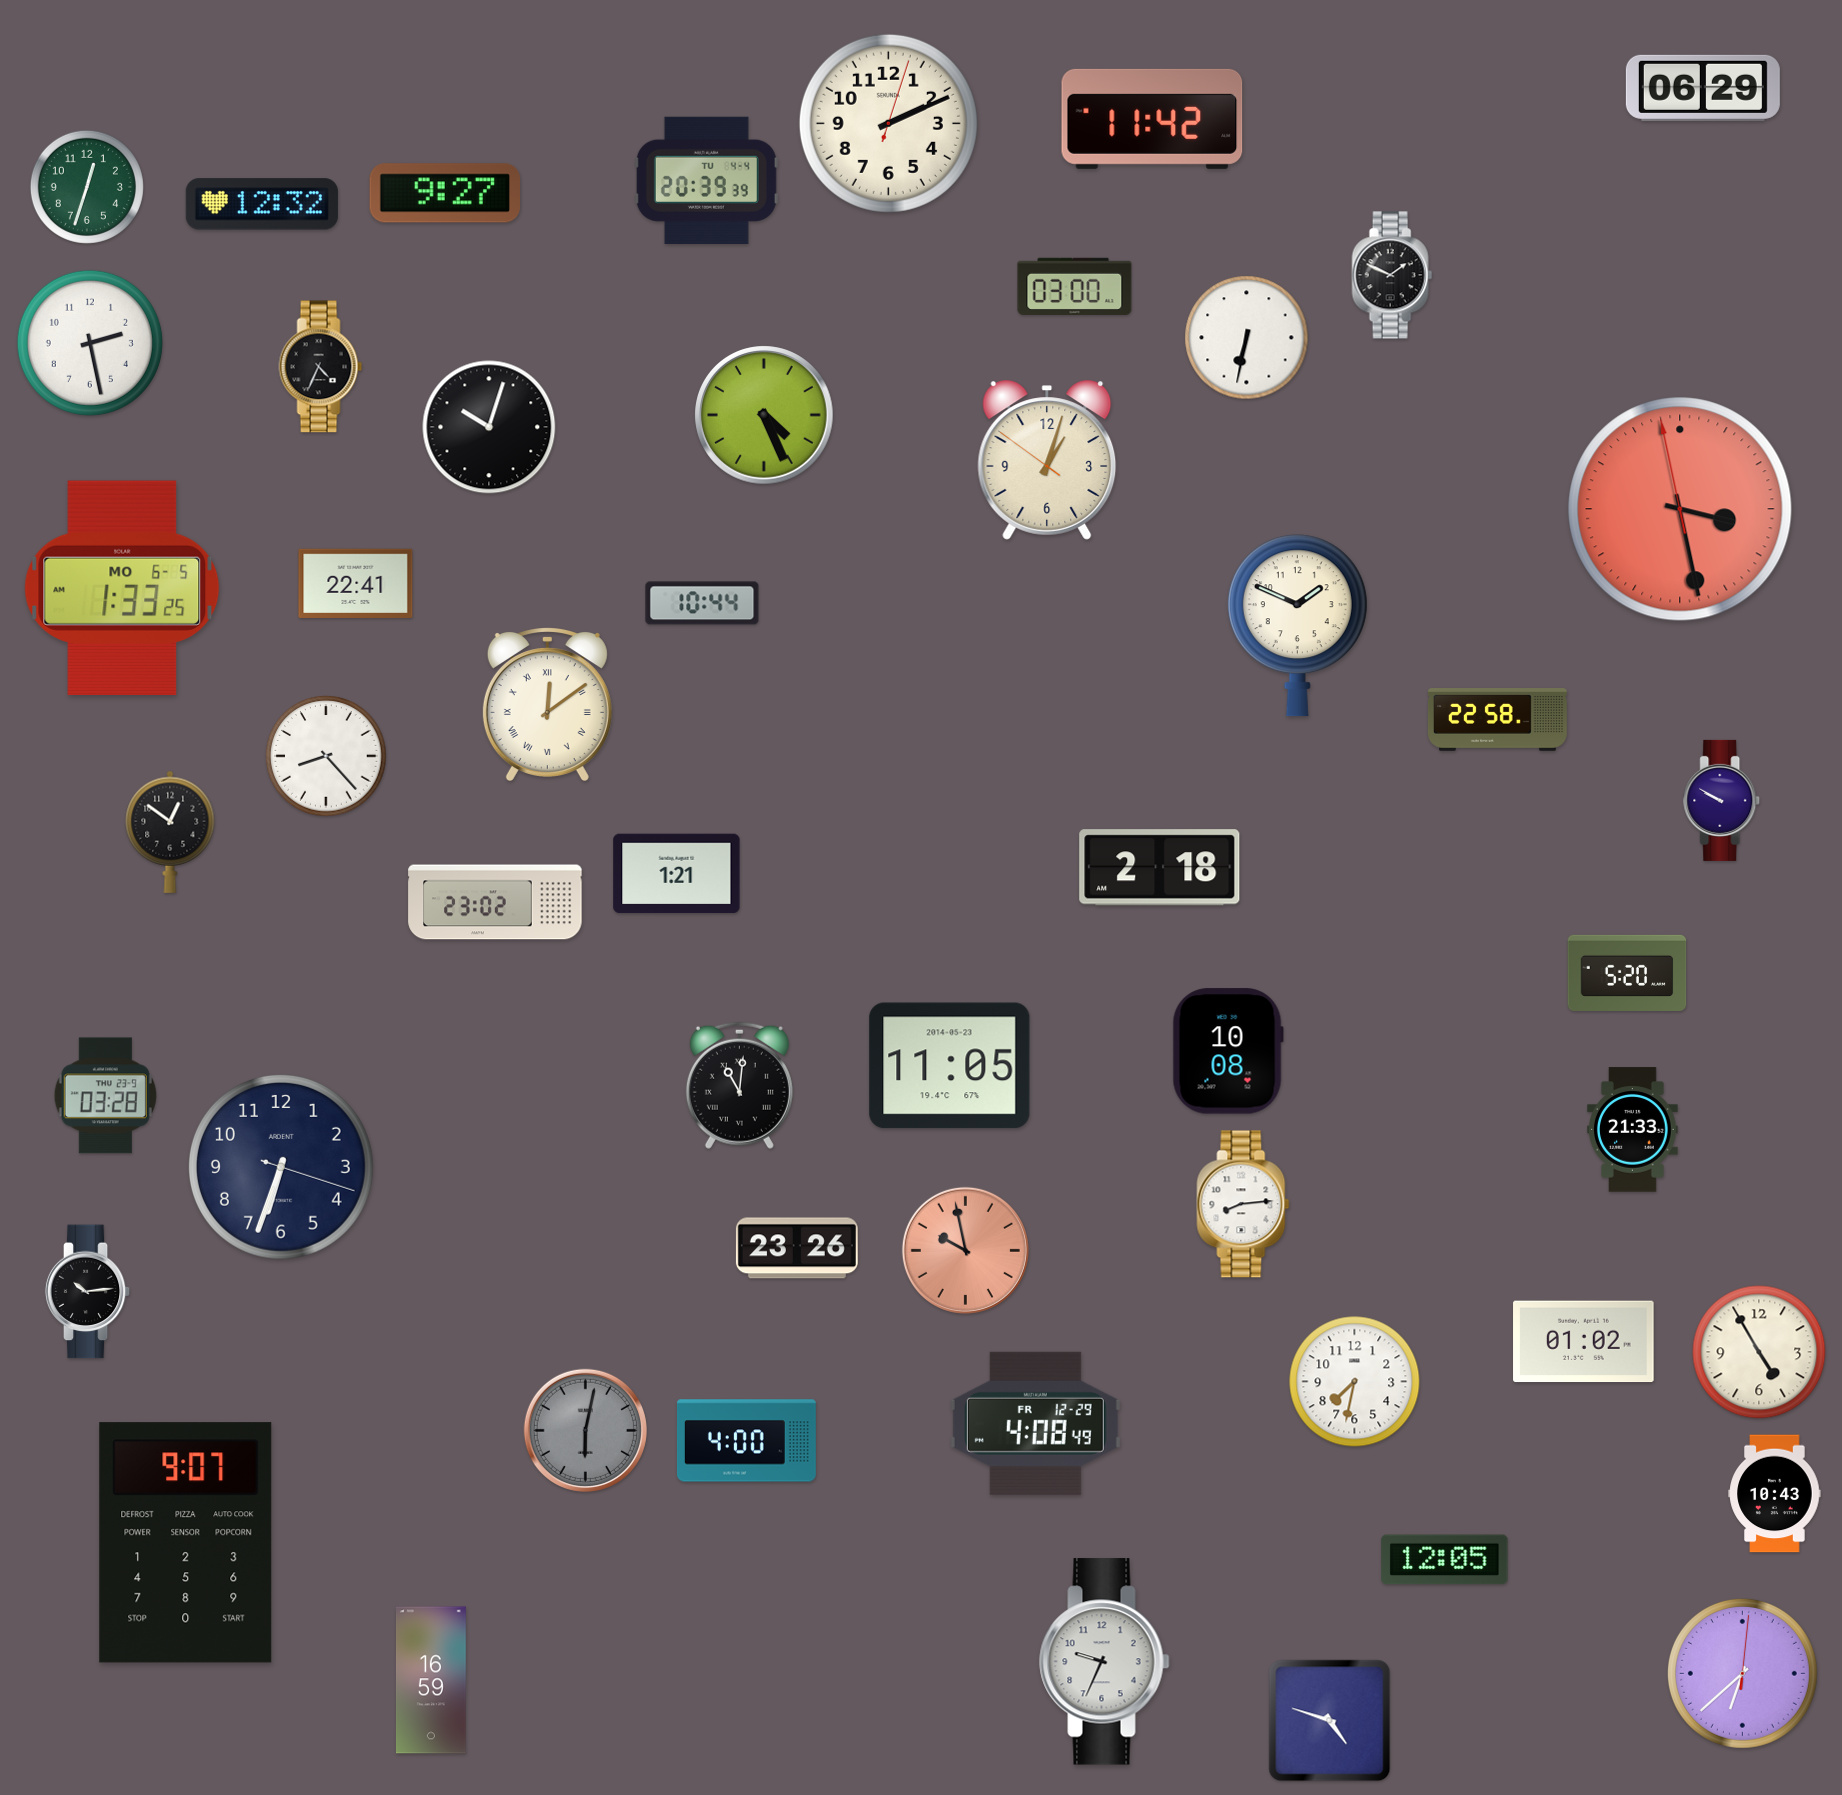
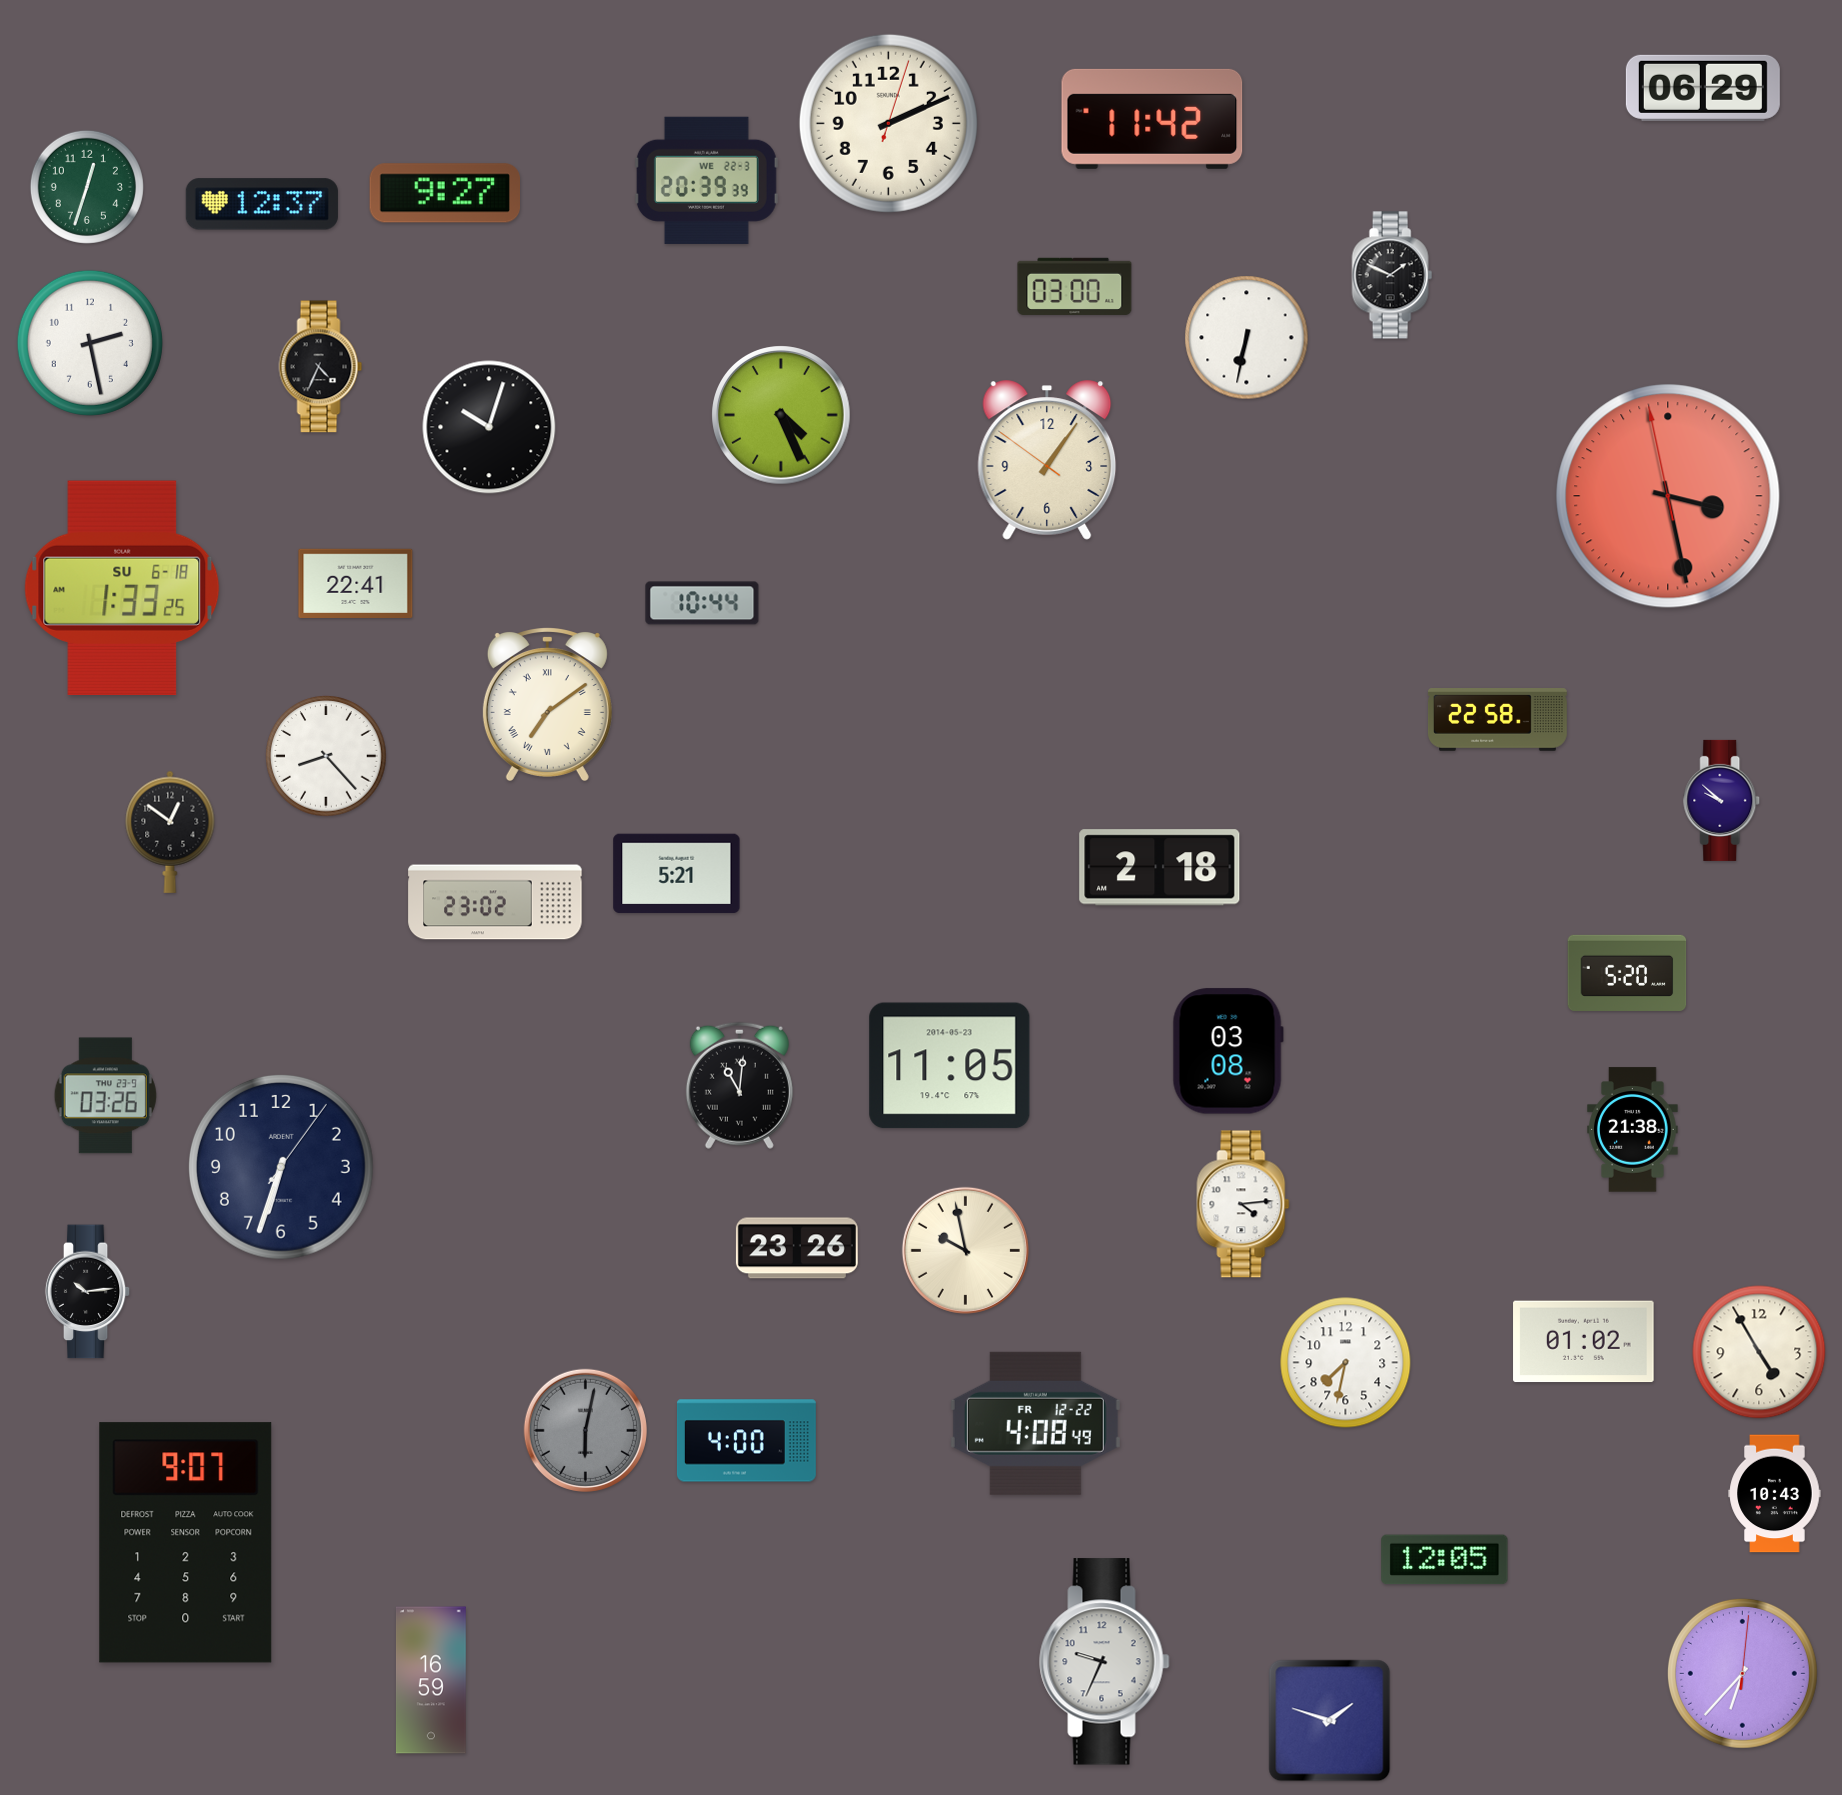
clock at (706, 180) date: TU 4-4 -> WE 22-3
clock at (262, 204): 12:32 -> 12:37
clock at (764, 415) position: (764, 415) -> (781, 415)
clock at (1047, 460): 1:02 -> 1:05
clock at (1680, 509) position: (1680, 509) -> (1668, 496)
clock at (122, 588) date: MO 6-5 -> SU 6-18
clock at (1297, 626): 1:49 -> none
clock at (547, 704): 12:09 -> 7:09
clock at (1722, 800): 9:50 -> 9:52
clock at (677, 874): 1:21 -> 5:21
clock at (1228, 1051): 10:08 -> 03:08
clock at (105, 1096): 03:28 -> 03:26
clock at (1633, 1130): 21:33 -> 21:38
clock at (281, 1167): 6:33:18 -> 6:33:06
clock at (1243, 1204): 8:14 -> 4:14
clock at (965, 1250) dial: salmon -> cream
clock at (1355, 1382) position: (1355, 1382) -> (1346, 1363)
clock at (1035, 1423) date: FR 12-29 -> FR 12-22
clock at (1742, 1673): 6:38 -> 6:37
clock at (1330, 1721): 4:48 -> 1:48
